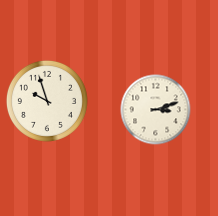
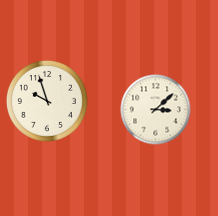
clock at (156, 110): 3:12 -> 3:08
